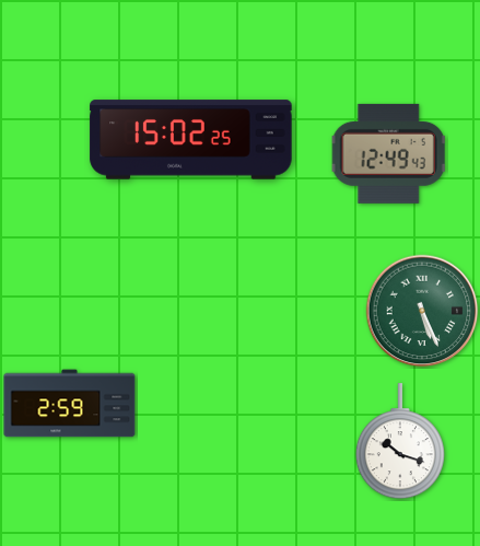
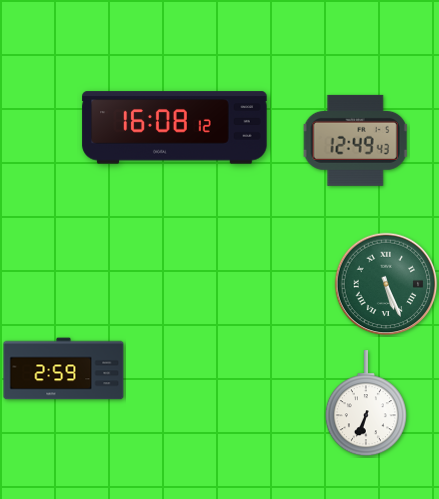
clock at (191, 140): 15:02 -> 16:08
clock at (400, 442): 10:18 -> 6:34
